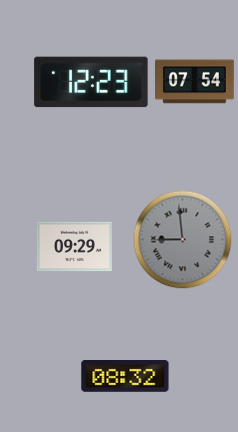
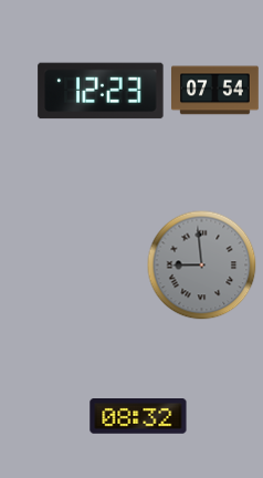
clock at (74, 247): 09:29 -> none
